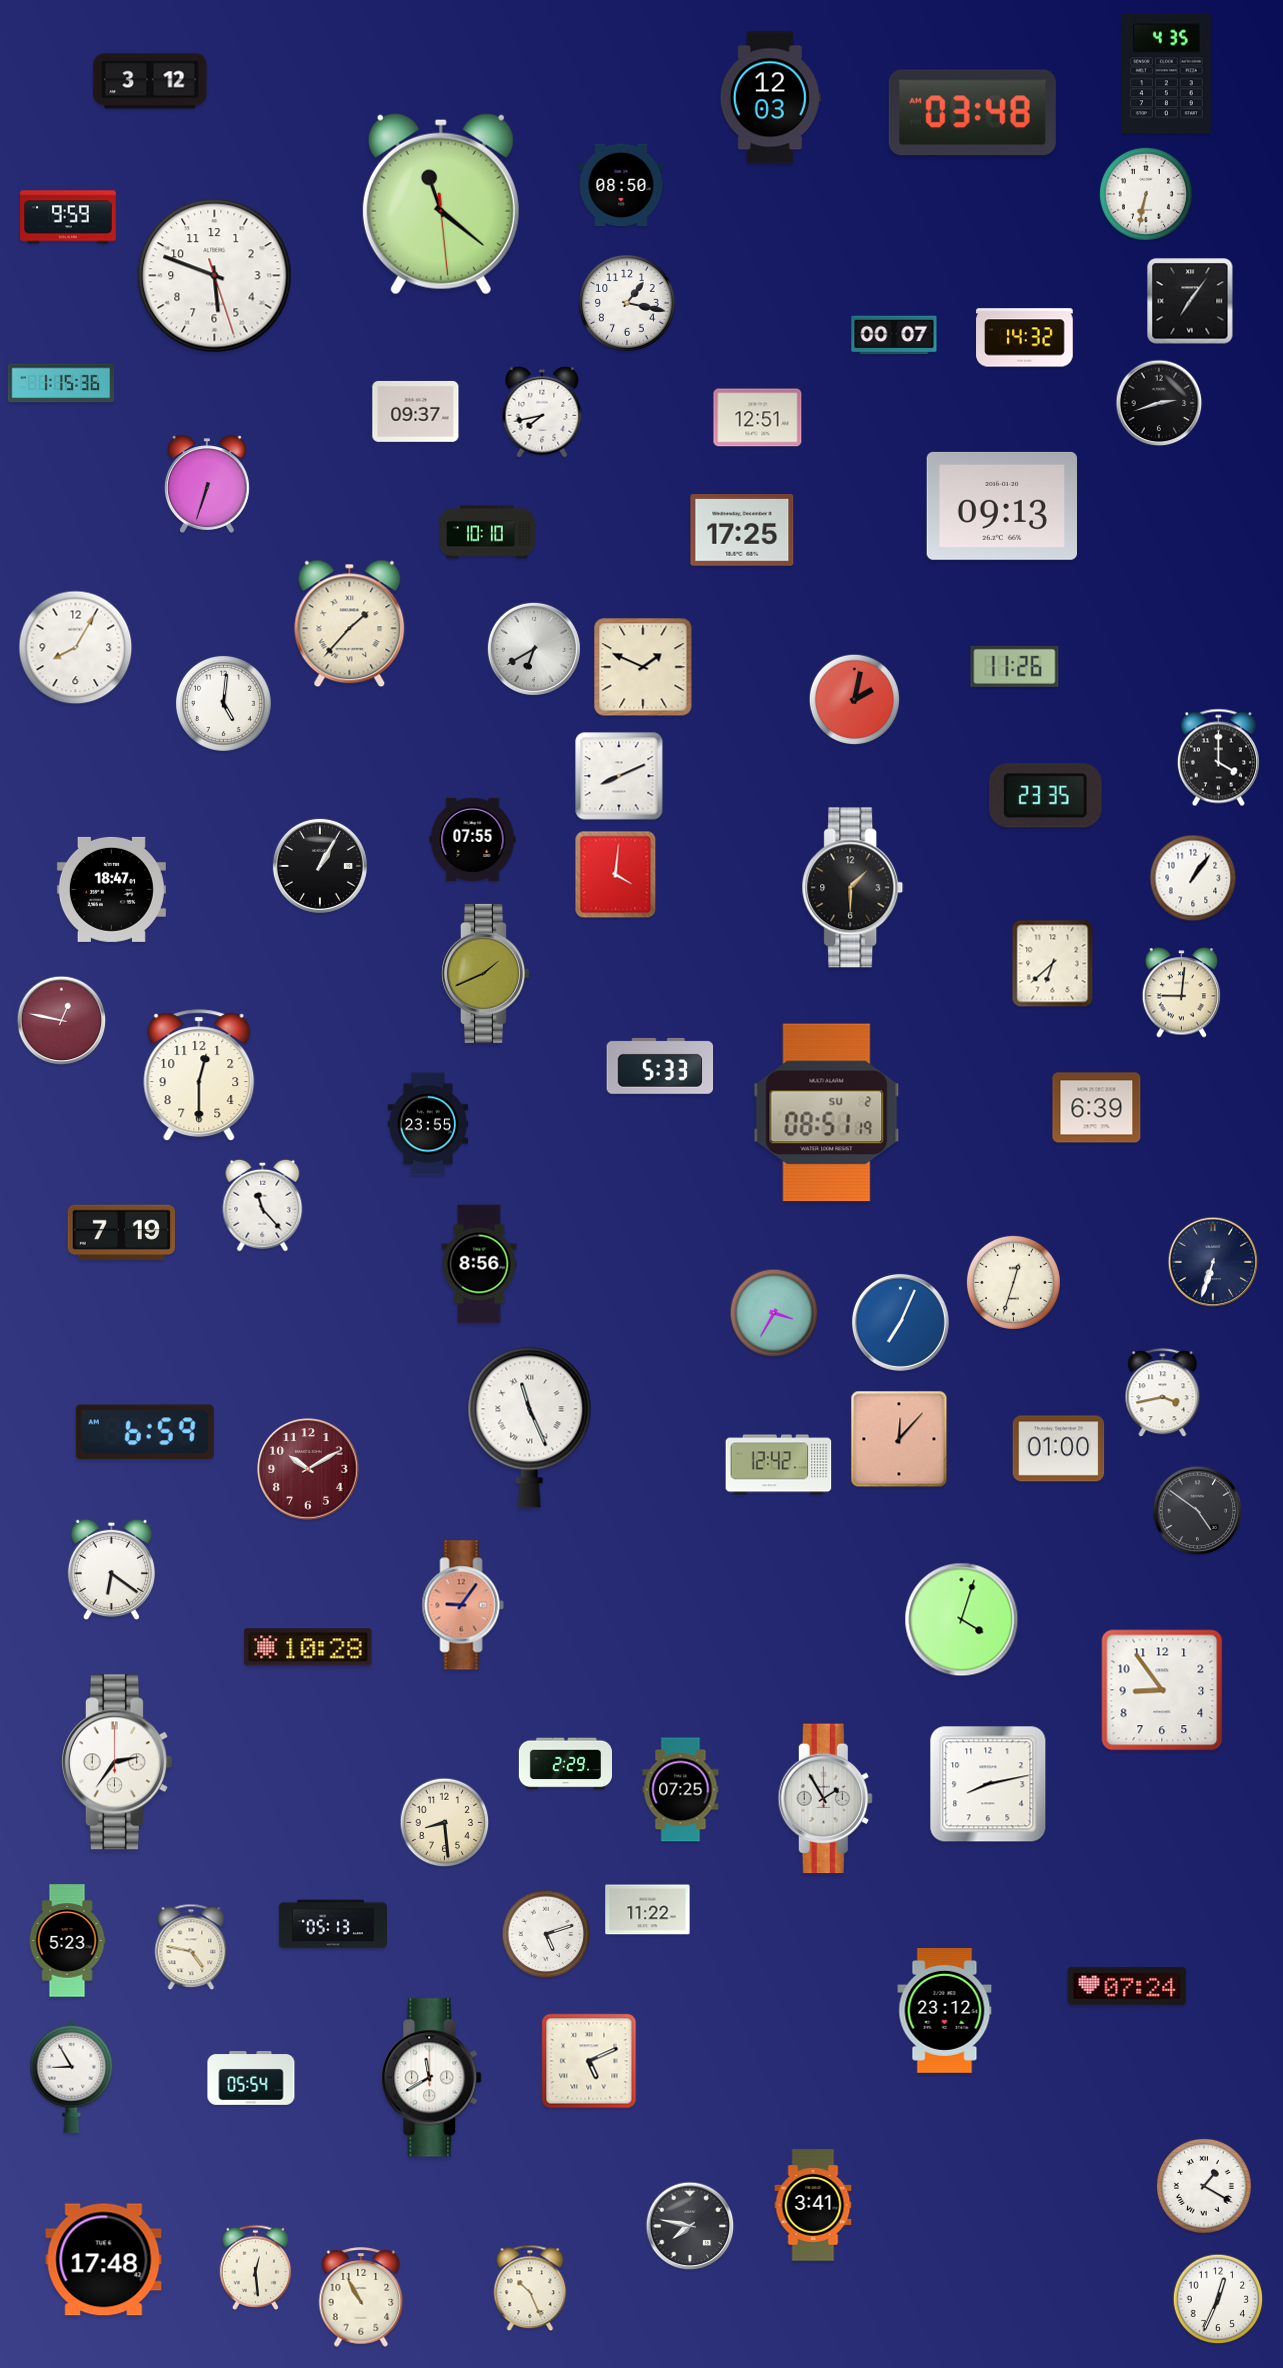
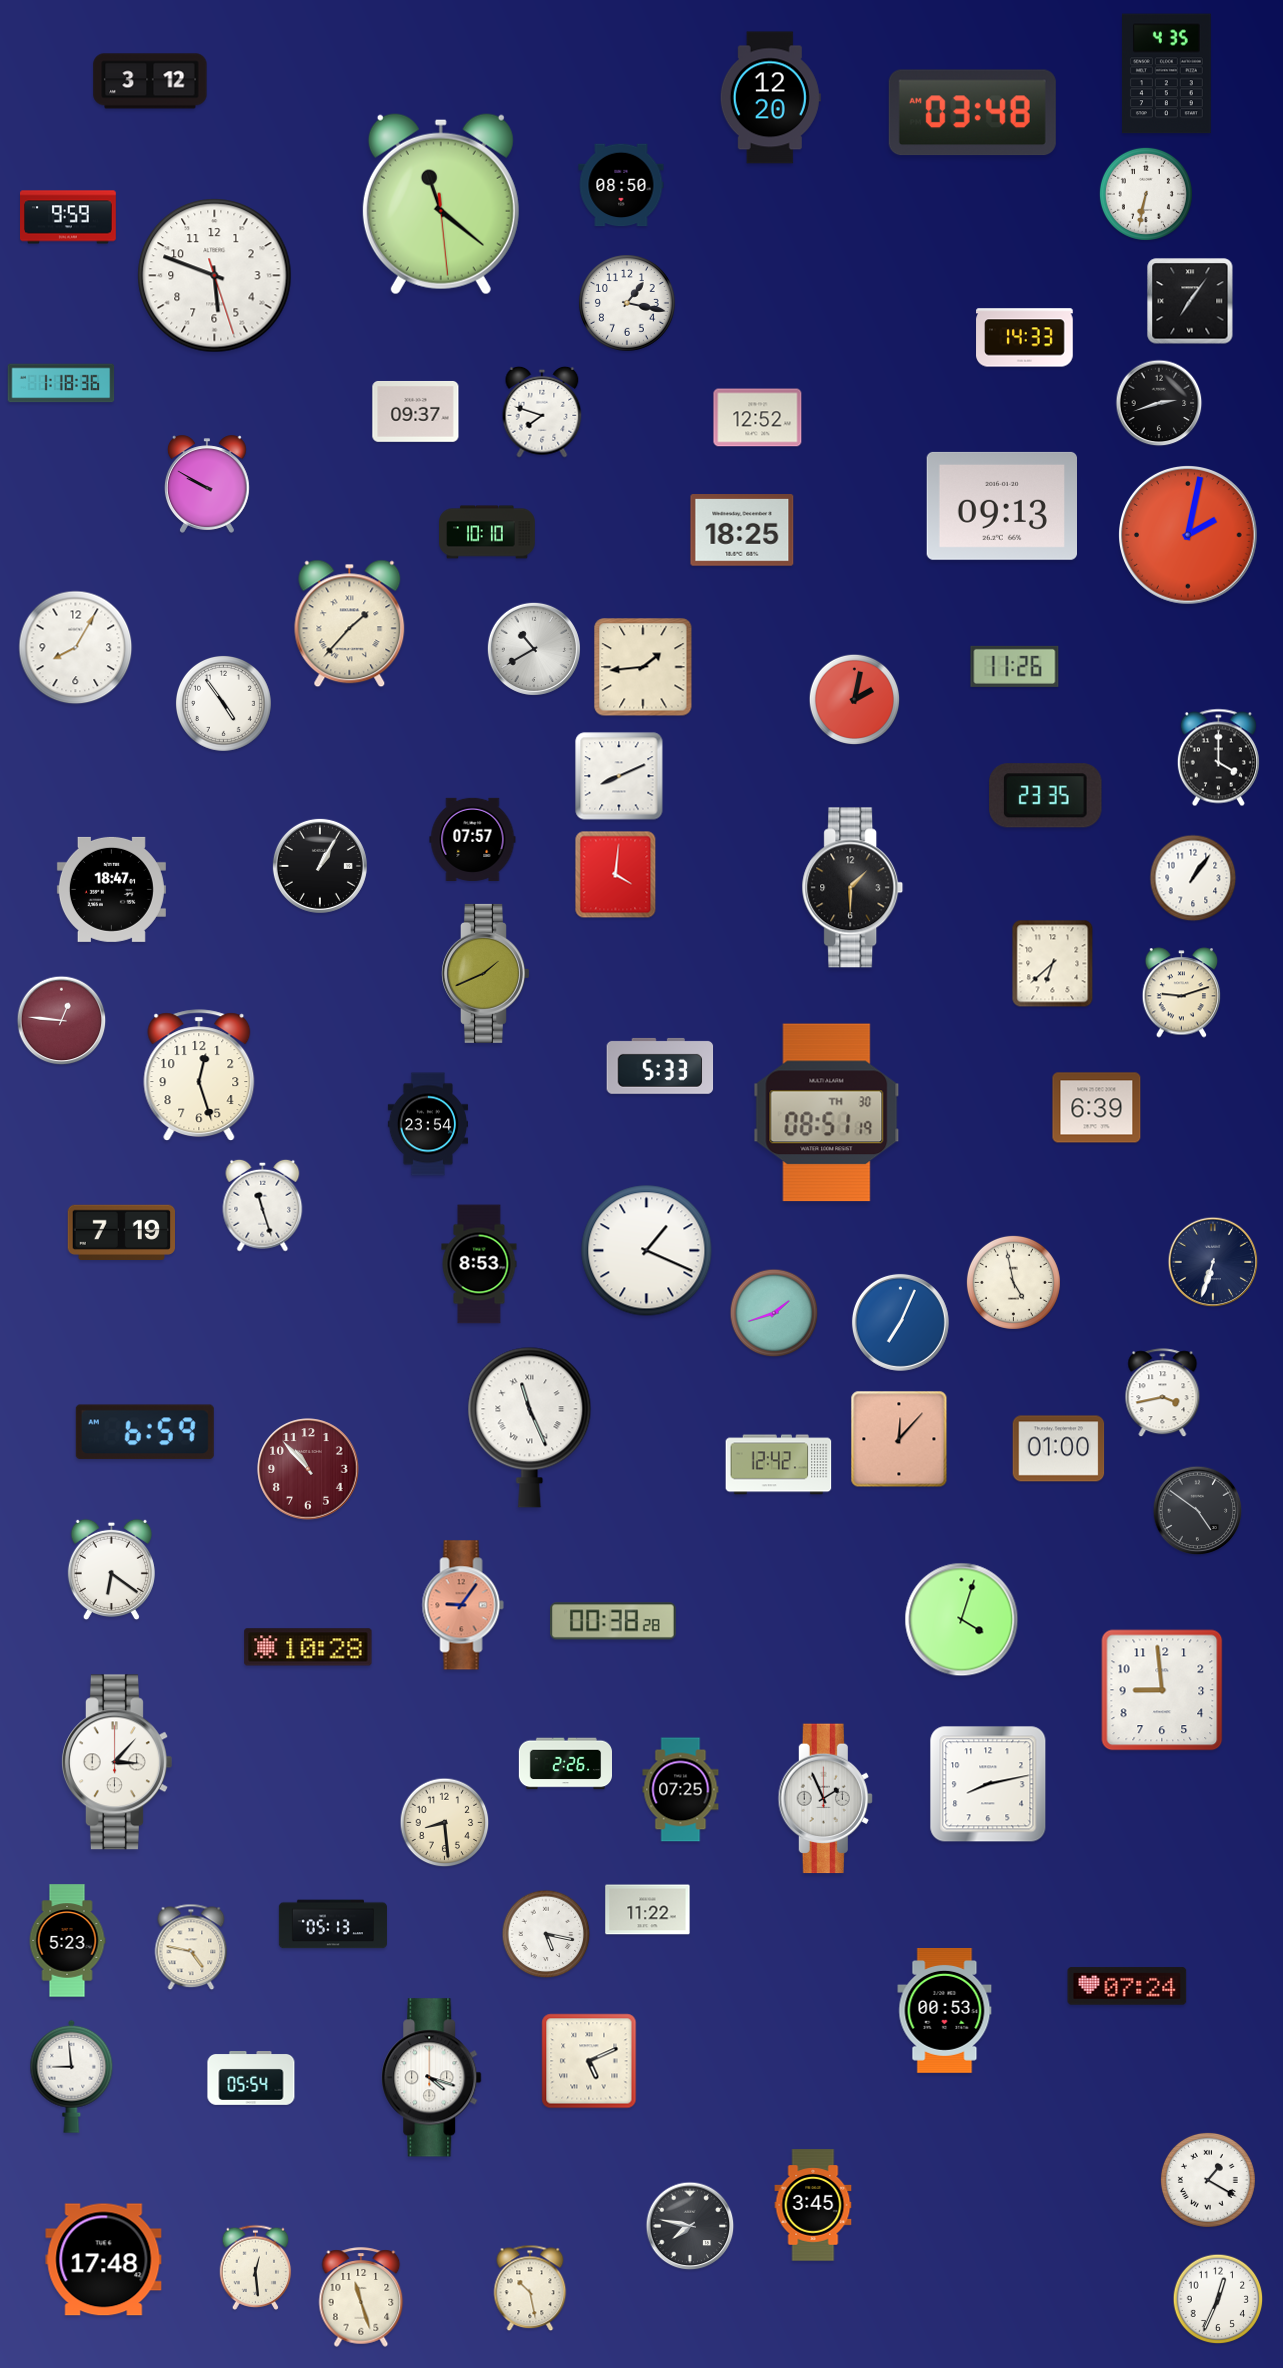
clock at (770, 98): 12:03 -> 12:20
clock at (894, 335): 00:07 -> none
clock at (1025, 338): 14:32 -> 14:33
clock at (61, 383): 1:15 -> 1:18
clock at (542, 412): 7:43 -> 7:48
clock at (758, 418): 12:51 -> 12:52
clock at (207, 484): 6:33 -> 9:50
clock at (742, 531): 17:25 -> 18:25
clock at (1189, 536): none -> 2:02
clock at (534, 649): 6:40 -> 10:40
clock at (643, 667): 1:49 -> 1:44
clock at (223, 703): 5:01 -> 4:54
clock at (473, 839): 07:55 -> 07:57
clock at (1182, 993): 9:01 -> 9:12
clock at (62, 1021): 12:47 -> 12:46
clock at (199, 1075): 12:30 -> 12:27
clock at (827, 1113) date: SU 2 -> TH 30
clock at (427, 1124): 23:55 -> 23:54
clock at (263, 1205): 11:23 -> 11:27
clock at (647, 1251): none -> 1:19
clock at (479, 1264): 8:56 -> 8:53
clock at (1013, 1282): 12:33 -> 4:58
clock at (774, 1313): 3:35 -> 1:42
clock at (308, 1469): 10:10 -> 10:53
clock at (613, 1621): none -> 00:38
clock at (1162, 1690): 8:54 -> 8:59
clock at (116, 1762): 2:36 -> 3:07
clock at (565, 1764): 2:29 -> 2:26
clock at (825, 1799): 1:55 -> 1:56
clock at (546, 1934): 5:12 -> 5:17
clock at (945, 2011): 23:12 -> 00:53
clock at (72, 2076): 8:55 -> 8:59
clock at (432, 2078): 11:40 -> 4:18
clock at (1204, 2186) position: (1204, 2186) -> (1208, 2180)
clock at (813, 2205): 3:41 -> 3:45
clock at (530, 2288): 10:26 -> 10:28
clock at (361, 2297): 10:55 -> 11:27
